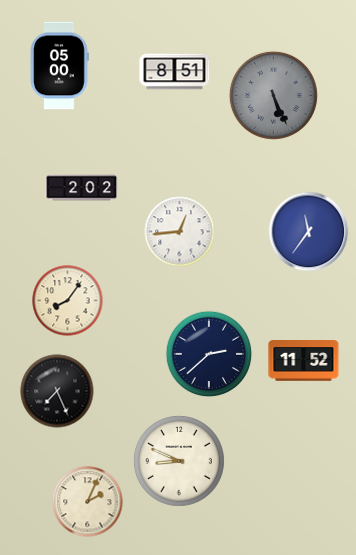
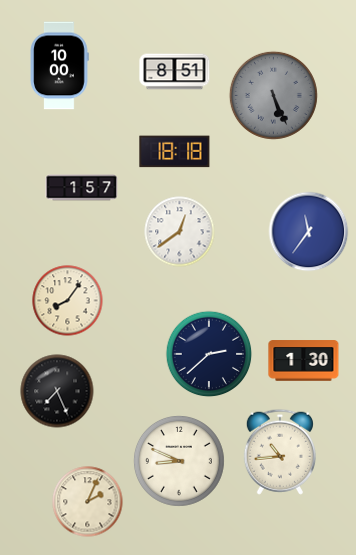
clock at (59, 66): 05:00 -> 10:00
clock at (175, 152): none -> 18:18
clock at (82, 188): 2:02 -> 1:57
clock at (180, 232): 12:44 -> 12:39
clock at (304, 361): 11:52 -> 1:30
clock at (280, 452): none -> 10:44
